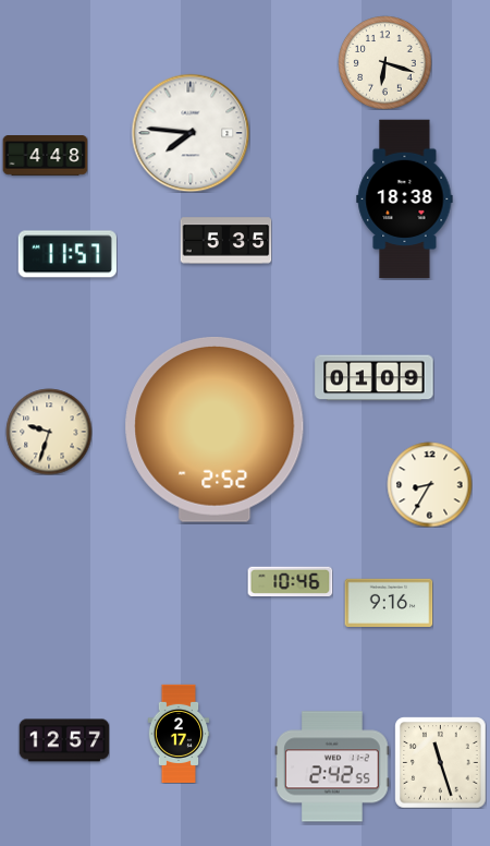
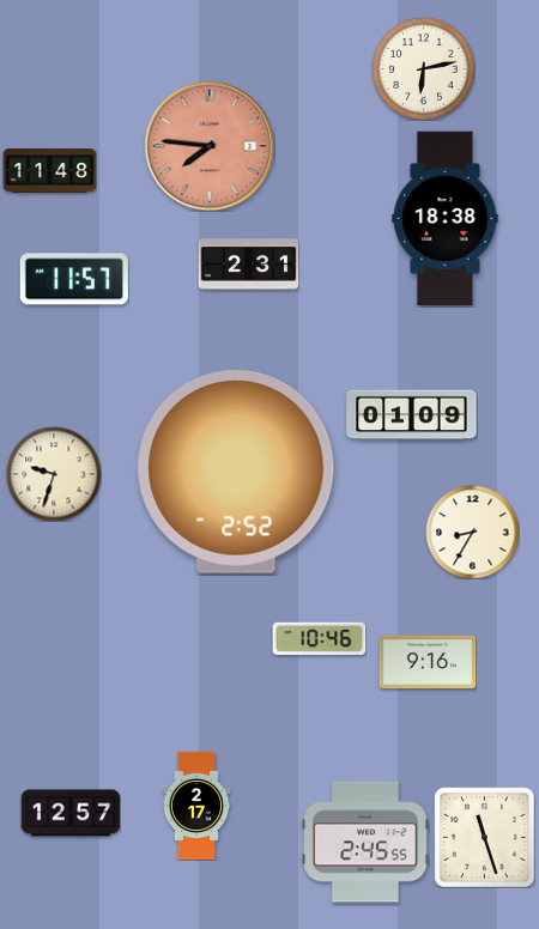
clock at (384, 62): 6:18 -> 6:13
clock at (191, 133) dial: white -> salmon
clock at (45, 156): 4:48 -> 11:48
clock at (225, 241): 5:35 -> 2:31
clock at (332, 766): 2:42 -> 2:45
